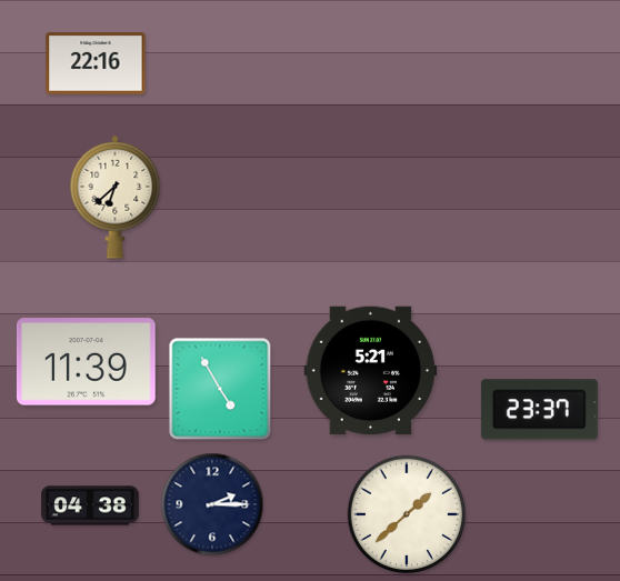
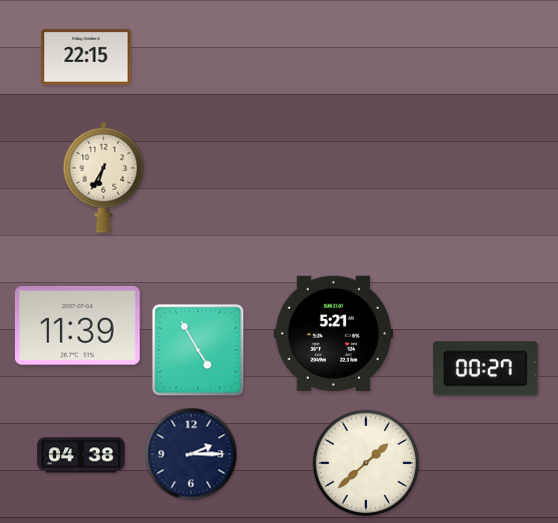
clock at (96, 64): 22:16 -> 22:15
clock at (116, 197): 6:38 -> 6:35
clock at (539, 410): 23:37 -> 00:27
